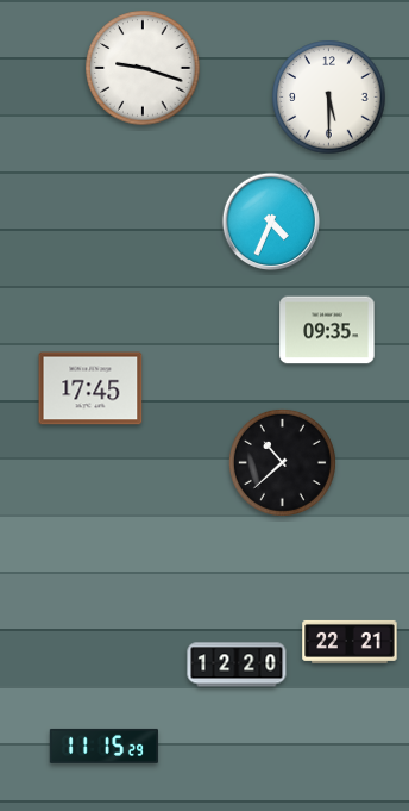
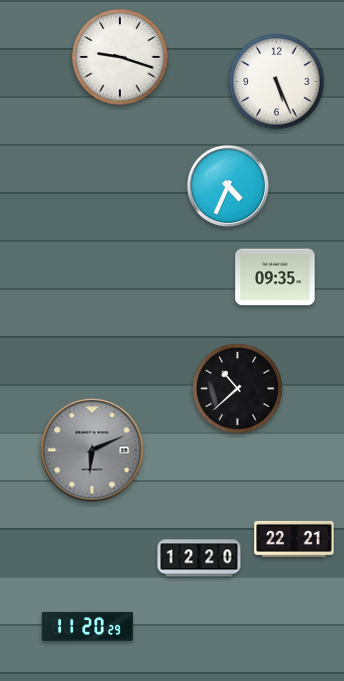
clock at (329, 98): 5:30 -> 5:26
clock at (90, 388): 17:45 -> none
clock at (92, 450): none -> 6:11
clock at (103, 746): 11:15 -> 11:20
